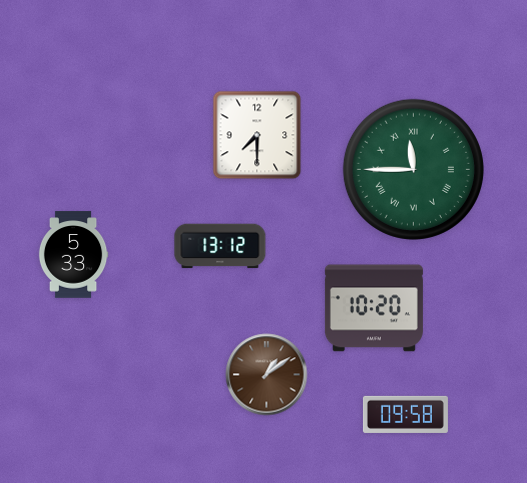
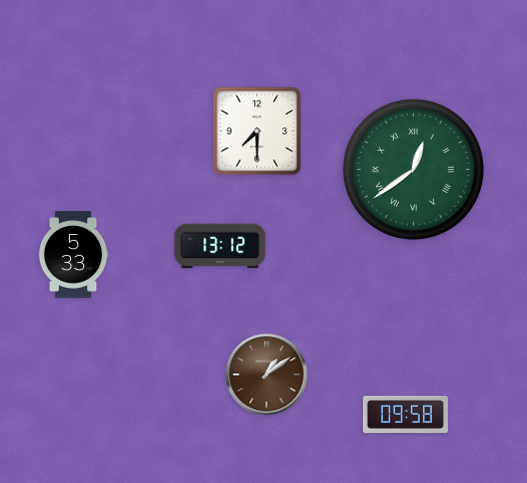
clock at (257, 135) position: (257, 135) -> (257, 131)
clock at (413, 169): 11:45 -> 12:39
clock at (374, 308): 10:20 -> none
